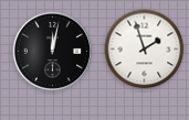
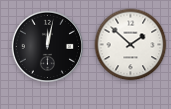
clock at (145, 50): 1:57 -> 1:52
